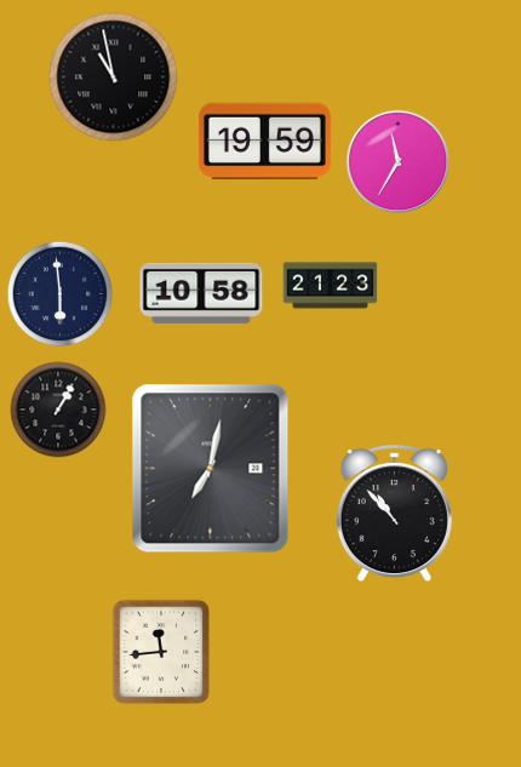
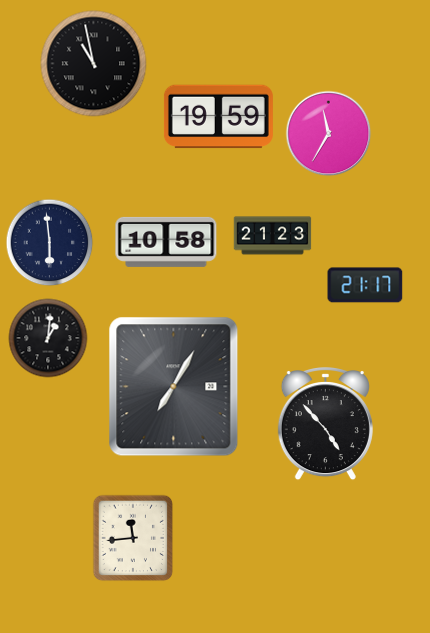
clock at (365, 285): none -> 21:17
clock at (58, 410): 1:05 -> 1:01
clock at (211, 469): 7:02 -> 7:05
clock at (394, 515): 10:53 -> 4:53
